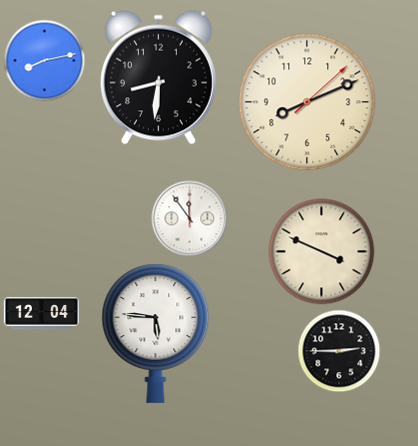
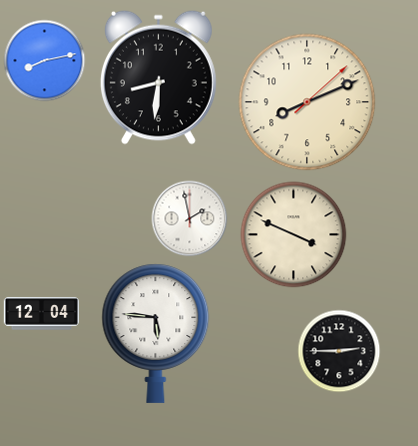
clock at (190, 219): 11:54 -> 1:58
clock at (322, 252) position: (322, 252) -> (294, 235)
